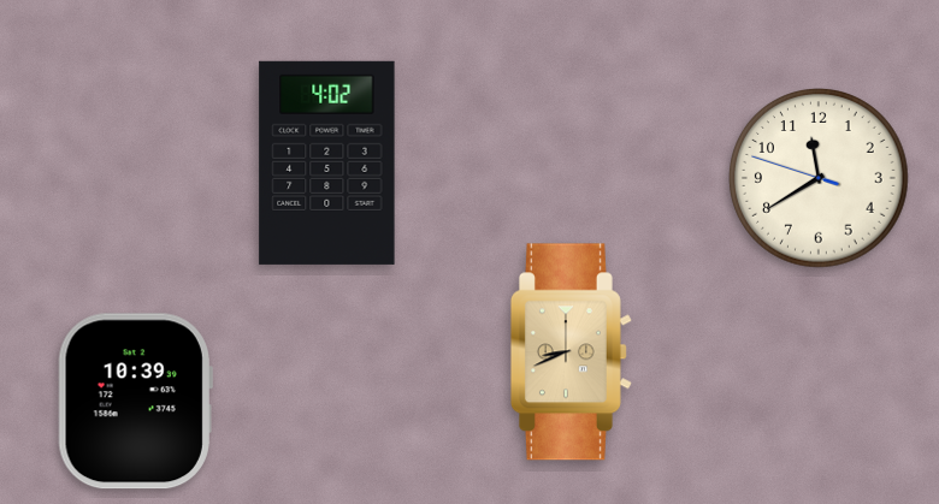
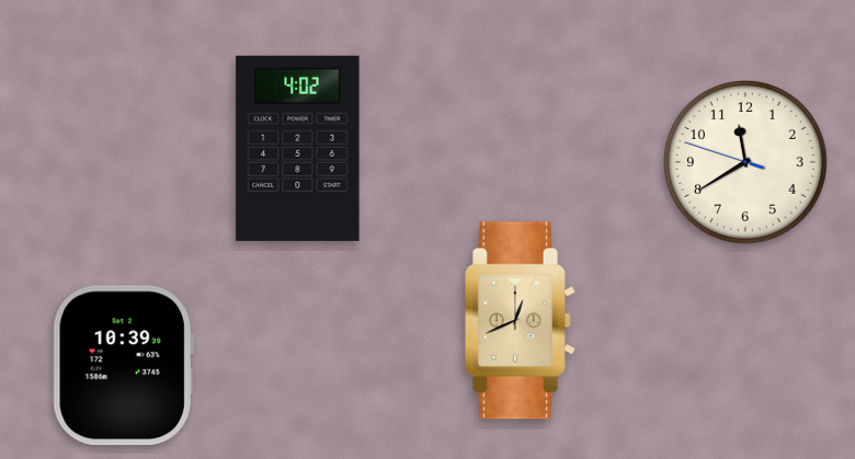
clock at (571, 352): 8:41 -> 12:41
